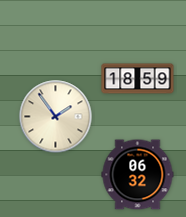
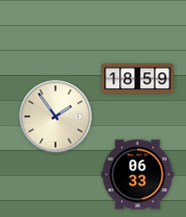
clock at (138, 175): 06:32 -> 06:33
